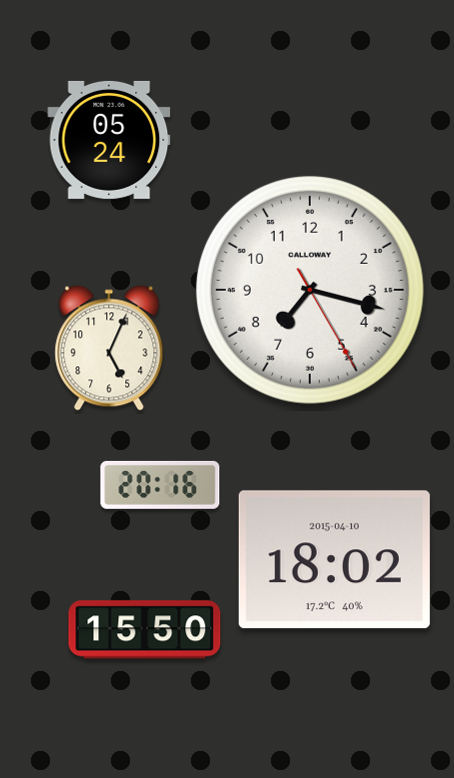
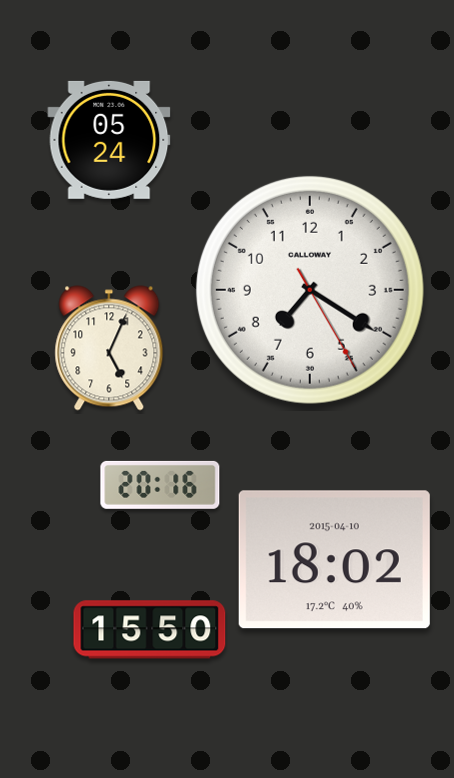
clock at (310, 290): 7:17 -> 7:20
clock at (145, 630) position: (145, 630) -> (150, 630)
